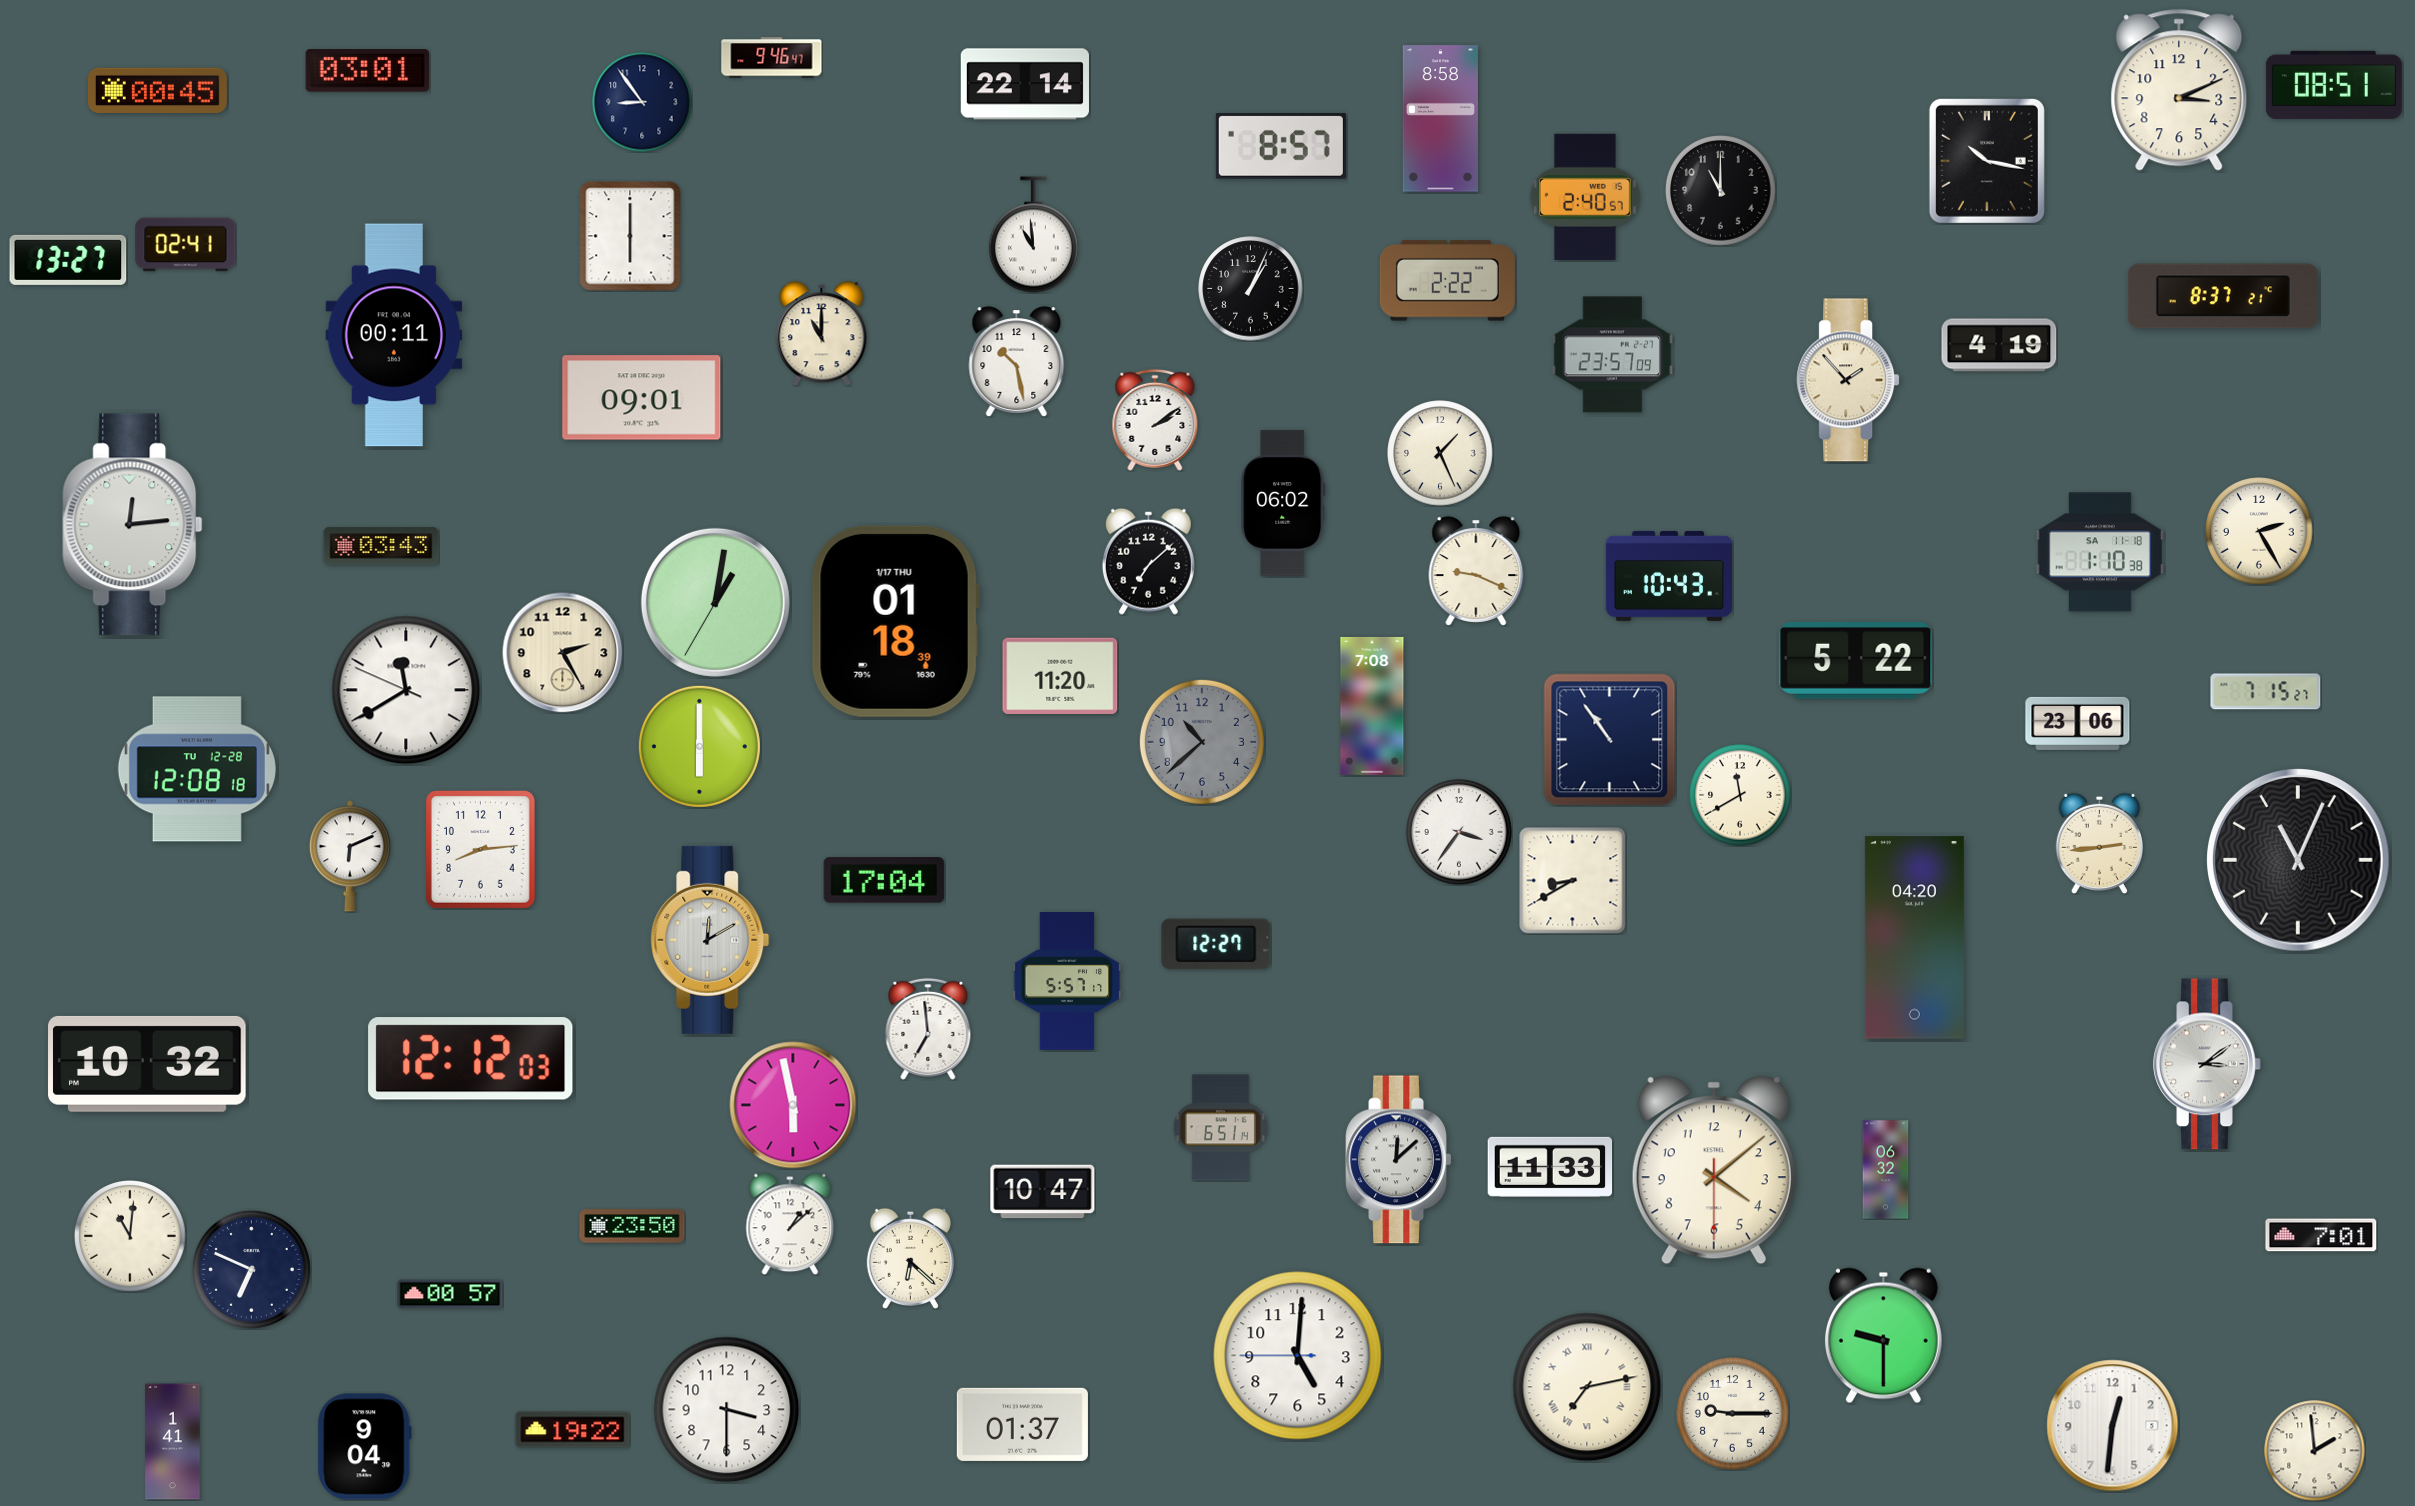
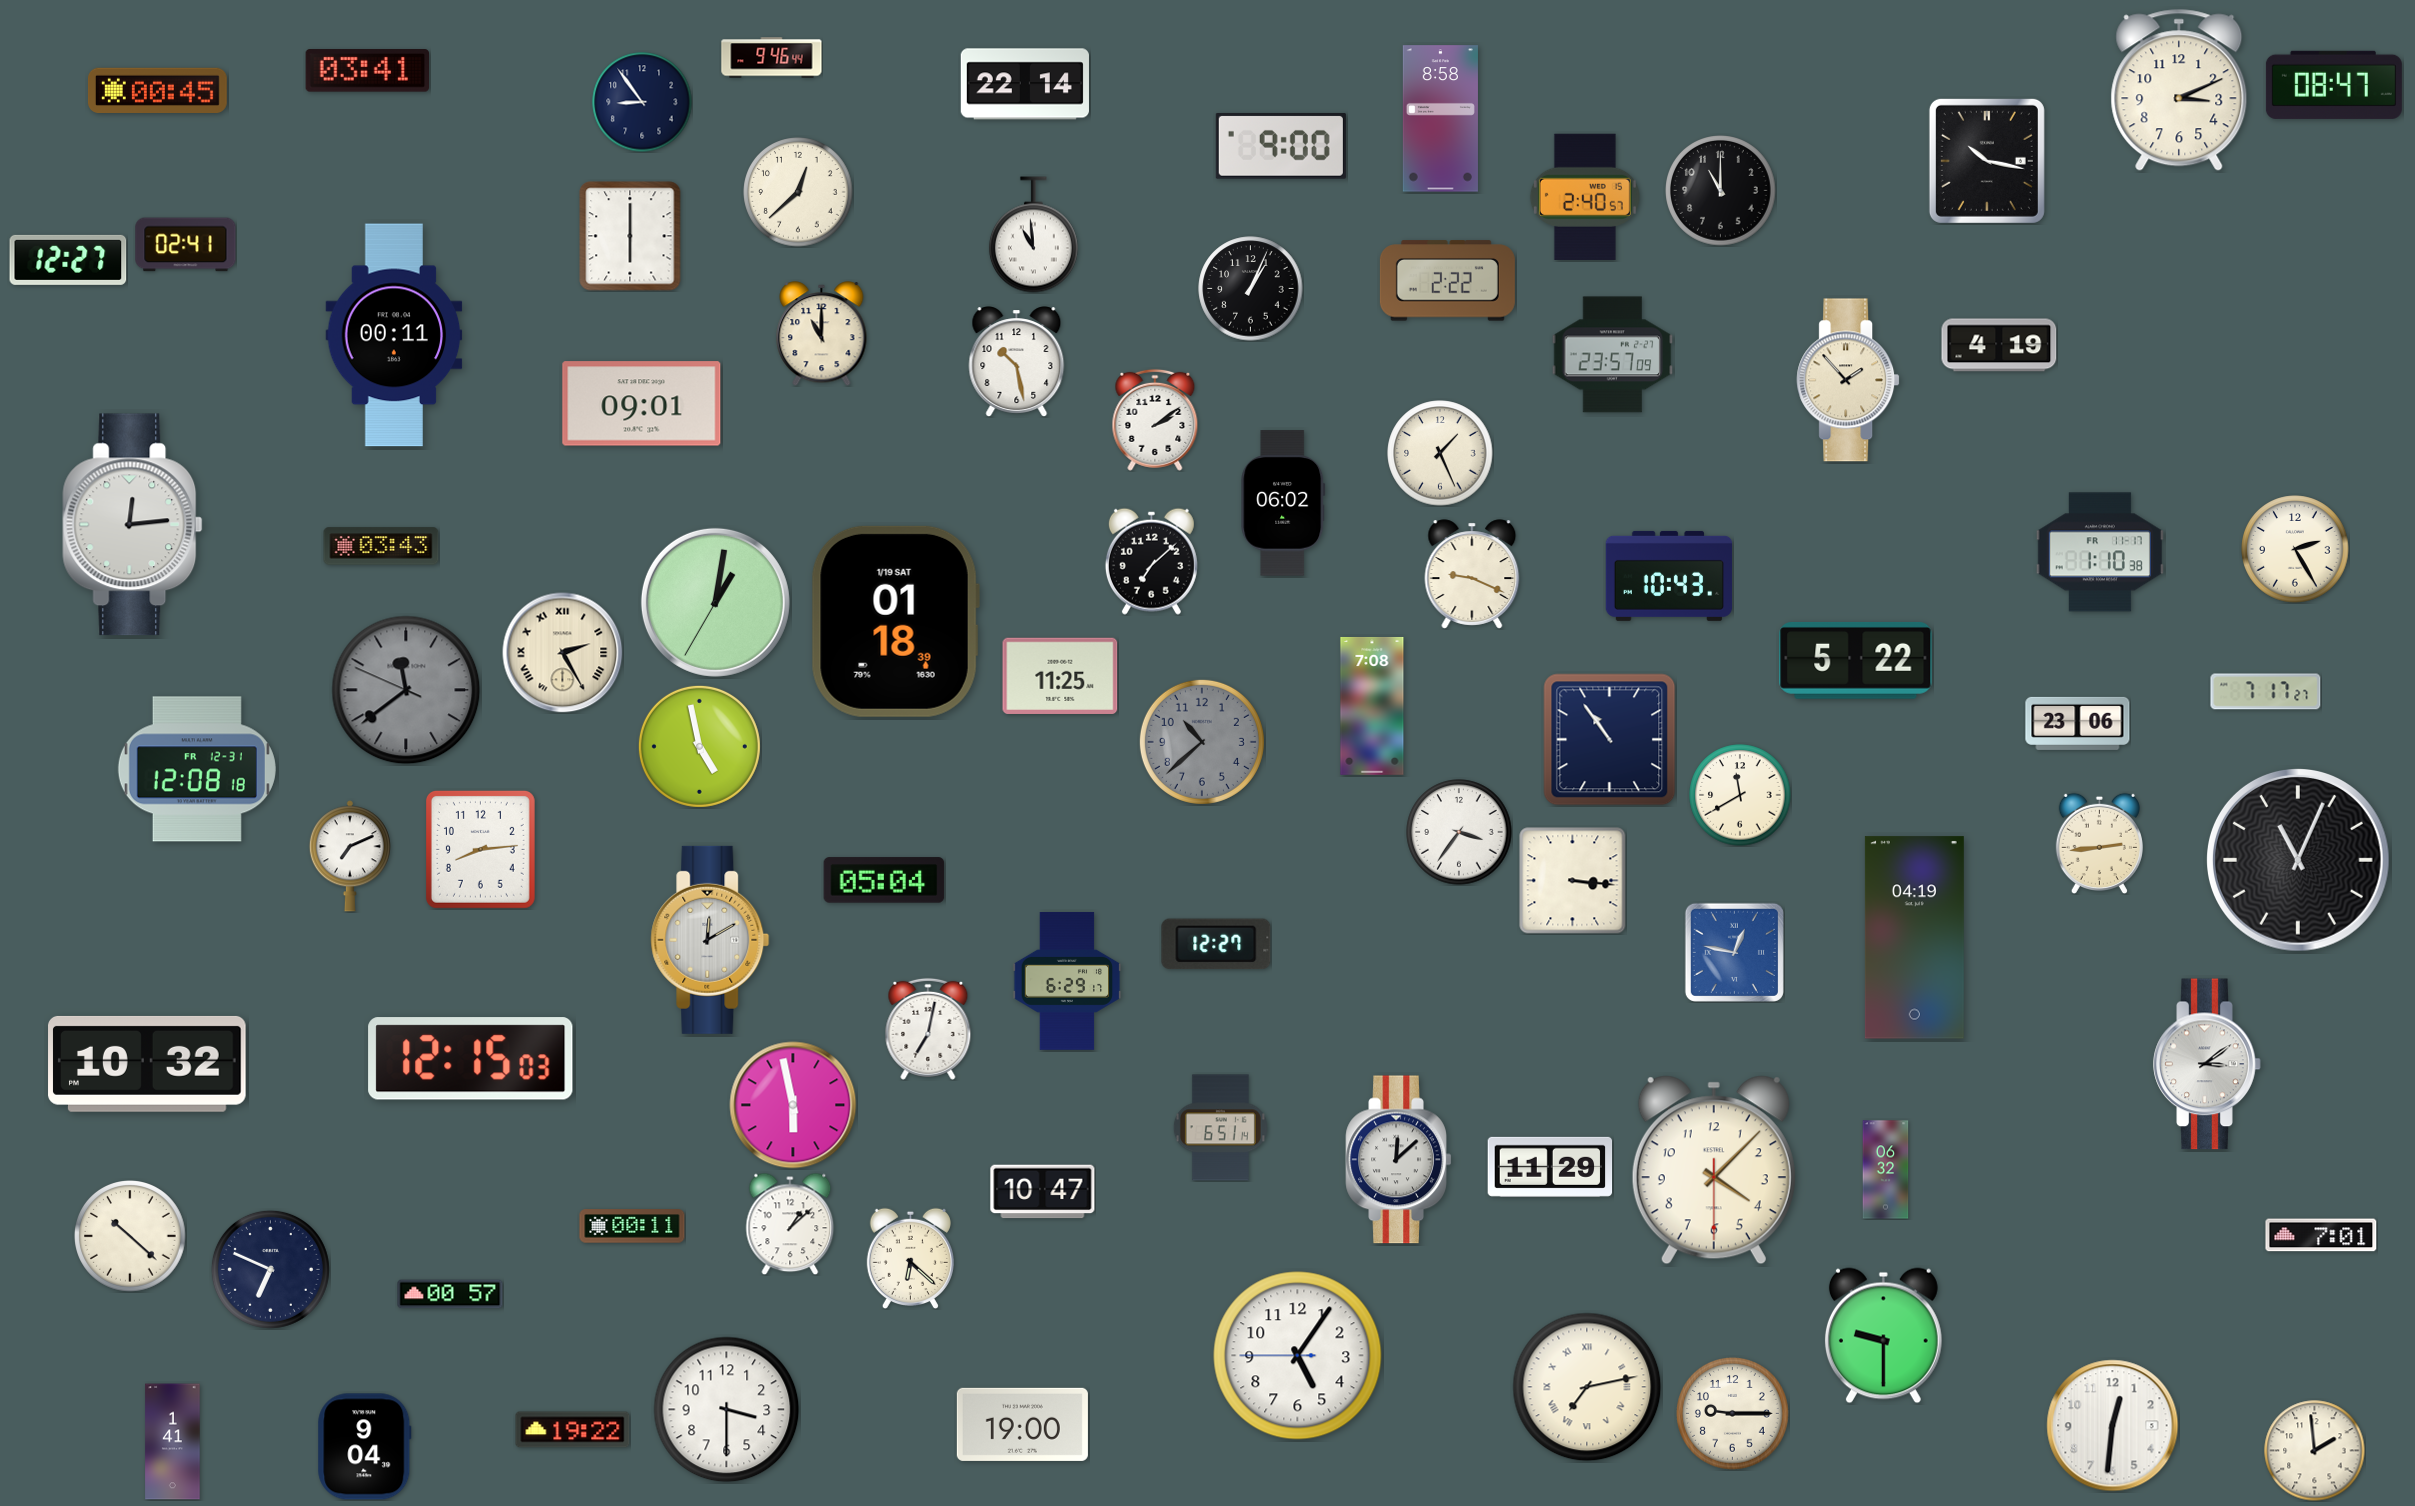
clock at (772, 58): 9:46:47 -> 9:46:44
clock at (368, 71): 03:01 -> 03:41
clock at (2334, 85): 08:51 -> 08:47
clock at (1281, 146): 8:57 -> 9:00
clock at (798, 192): none -> 12:38
clock at (68, 260): 13:27 -> 12:27
clock at (2223, 296): 8:37 -> none
clock at (642, 398) position: (642, 398) -> (642, 404)
clock at (2259, 531) position: (2259, 531) -> (2295, 549)
clock at (2100, 552) date: SA 11-18 -> FR 11-17
clock at (1148, 561) position: (1148, 561) -> (1151, 561)
clock at (1476, 571) position: (1476, 571) -> (1472, 574)
clock at (895, 621) date: 1/17 THU -> 1/19 SAT
clock at (563, 653) numerals: Arabic -> Roman
clock at (1060, 676): 11:20 -> 11:25
clock at (406, 690): 11:39 -> 11:38
clock at (406, 690) dial: white -> grey
clock at (2266, 692): 7:15 -> 7:17
clock at (699, 746): 6:00 -> 4:58
clock at (197, 769) date: TU 12-28 -> FR 12-31
clock at (350, 856): 6:11 -> 7:11
clock at (884, 880): 17:04 -> 05:04
clock at (1573, 881): 8:40 -> 3:16
clock at (1914, 938): 04:20 -> 04:19
clock at (1734, 952): none -> 12:47
clock at (1067, 982): 5:57 -> 6:29
clock at (928, 1029): 6:59 -> 7:02
clock at (471, 1059): 12:12 -> 12:15
clock at (1550, 1167): 11:33 -> 11:29
clock at (1714, 1170): 4:08 -> 4:07
clock at (632, 1226): 23:50 -> 00:11
clock at (131, 1237): 11:01 -> 10:22
clock at (251, 1269) position: (251, 1269) -> (270, 1269)
clock at (1298, 1356): 5:00 -> 5:05
clock at (1022, 1424): 01:37 -> 19:00
